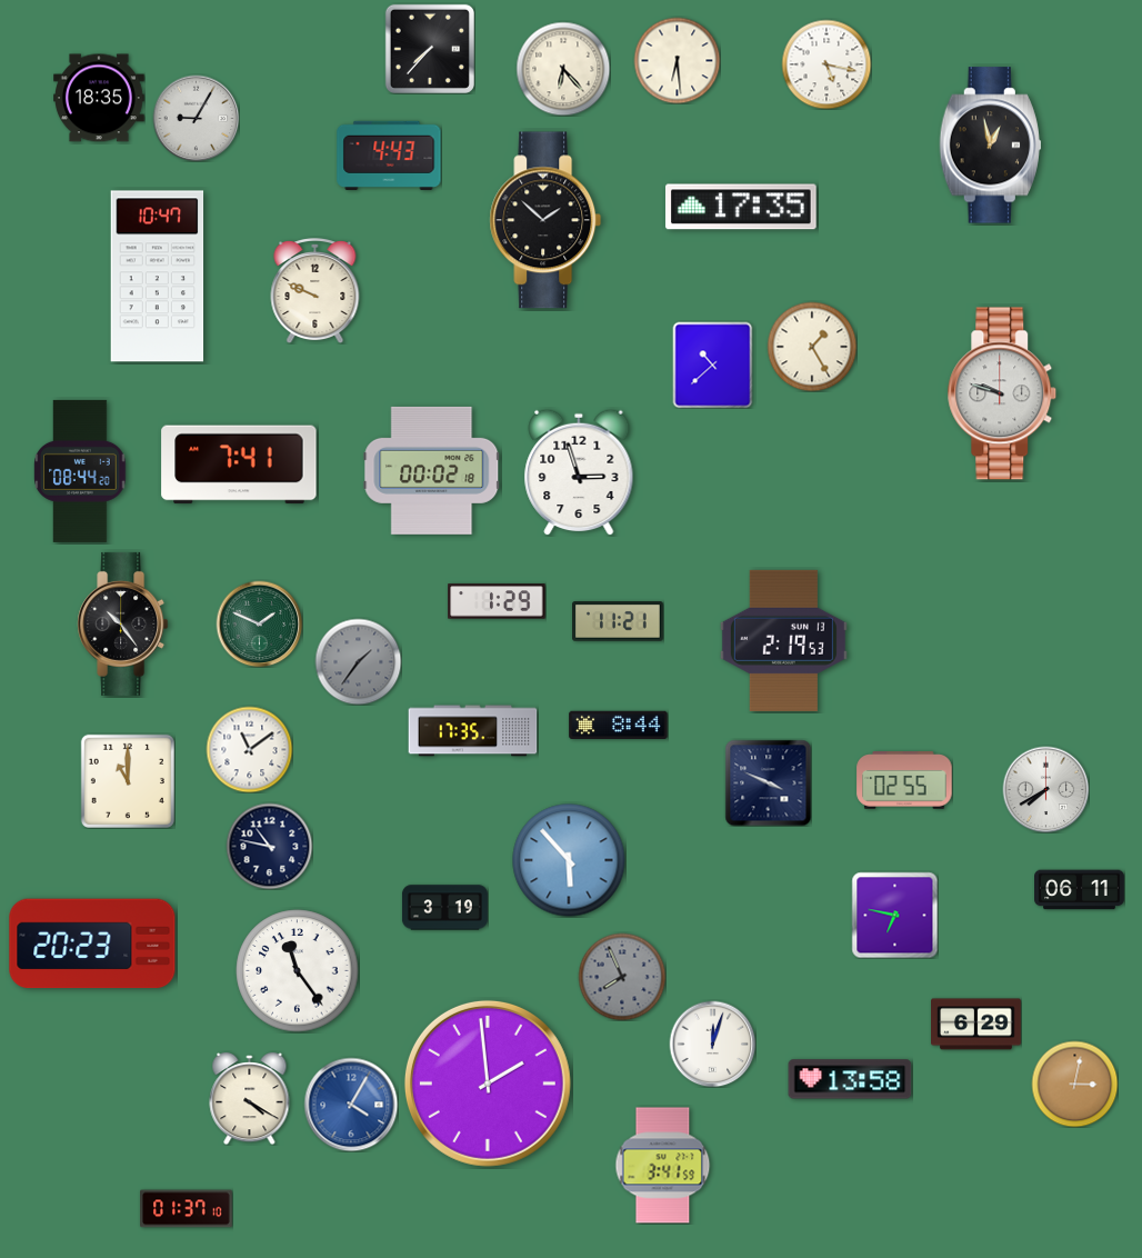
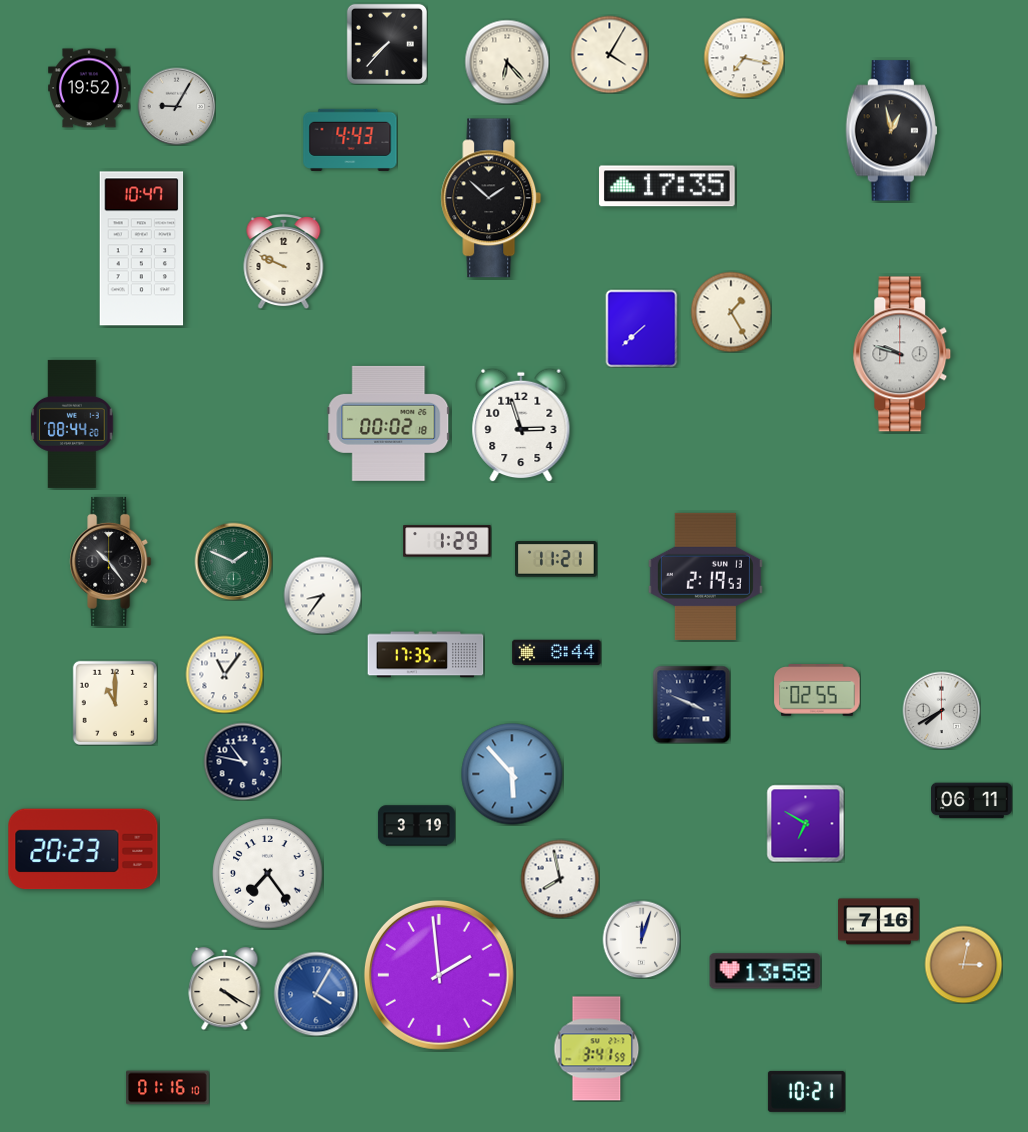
clock at (677, 60): 6:29 -> 4:05
clock at (827, 64): 5:17 -> 7:17
clock at (100, 98): 18:35 -> 19:52
clock at (713, 365): 10:38 -> 7:38
clock at (239, 465): 7:41 -> none
clock at (358, 661): 1:36 -> 8:36
clock at (358, 661) dial: grey -> white
clock at (473, 731) position: (473, 731) -> (426, 655)
clock at (249, 749): 11:09 -> 11:06
clock at (904, 781) position: (904, 781) -> (817, 691)
clock at (444, 908) position: (444, 908) -> (416, 826)
clock at (894, 915): 6:47 -> 6:50
clock at (298, 971): 11:24 -> 7:24
clock at (622, 977): 7:56 -> 7:58
clock at (622, 977) dial: grey -> white
clock at (976, 1025): 6:29 -> 7:16
clock at (1074, 1084) position: (1074, 1084) -> (963, 964)
clock at (187, 1209): 01:37 -> 01:16
clock at (806, 1091): none -> 10:21
